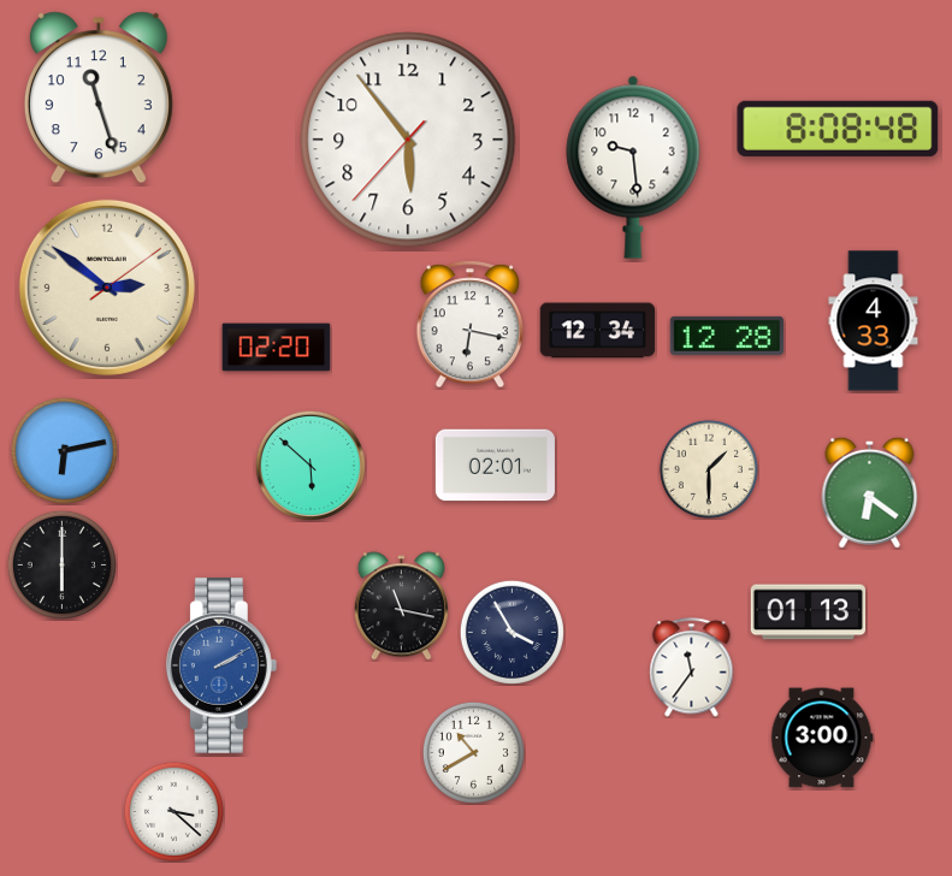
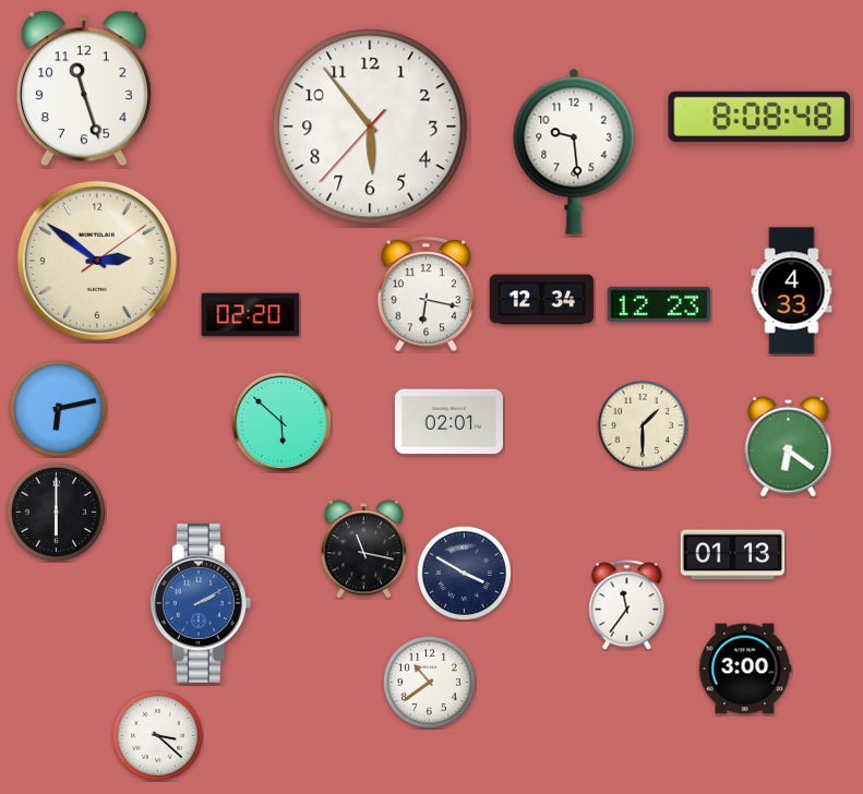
clock at (99, 97) position: (99, 97) -> (84, 88)
clock at (727, 336): 12:28 -> 12:23
clock at (512, 632): 3:55 -> 3:50
clock at (473, 752): 10:40 -> 10:39
